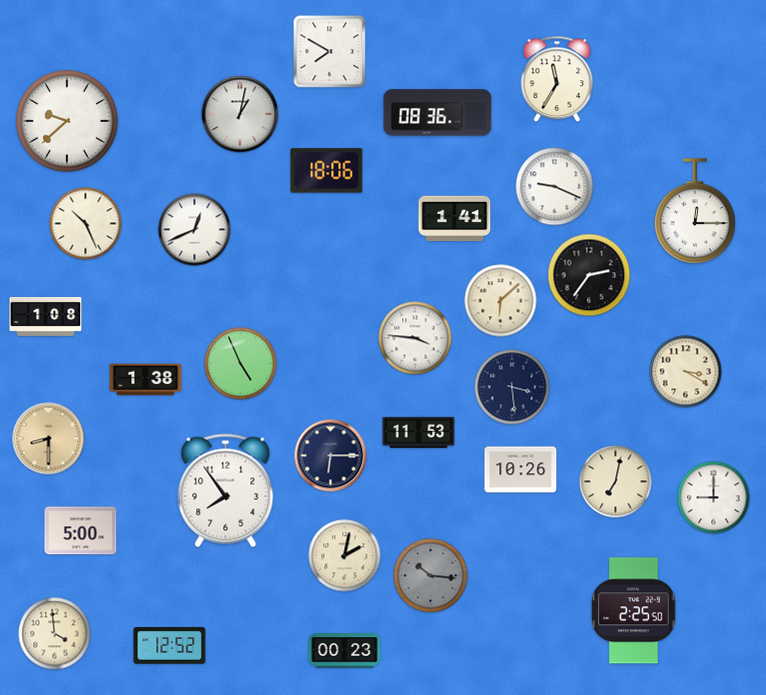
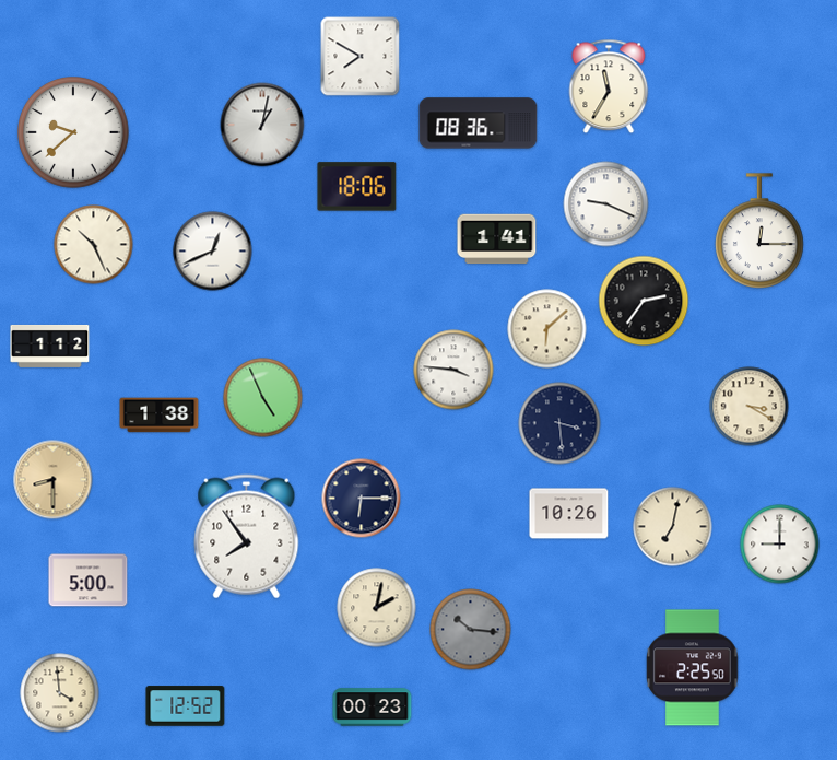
clock at (46, 316): 1:08 -> 1:12
clock at (419, 432): 11:53 -> none
clock at (345, 651) position: (345, 651) -> (373, 708)
